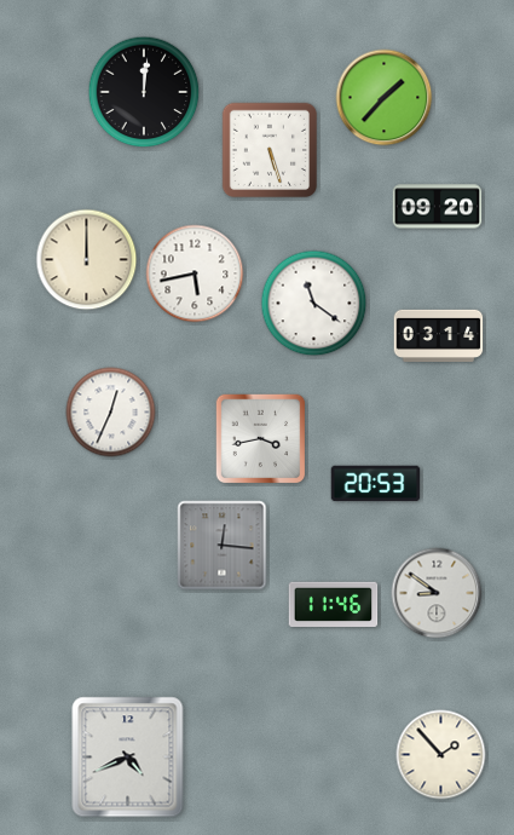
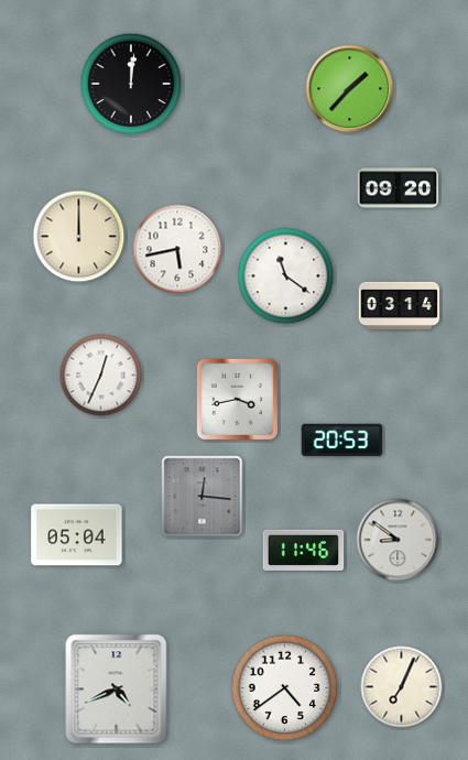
clock at (270, 150): 5:27 -> none
clock at (77, 535): none -> 05:04
clock at (441, 755): 1:53 -> 7:04
clock at (285, 688): none -> 4:39
